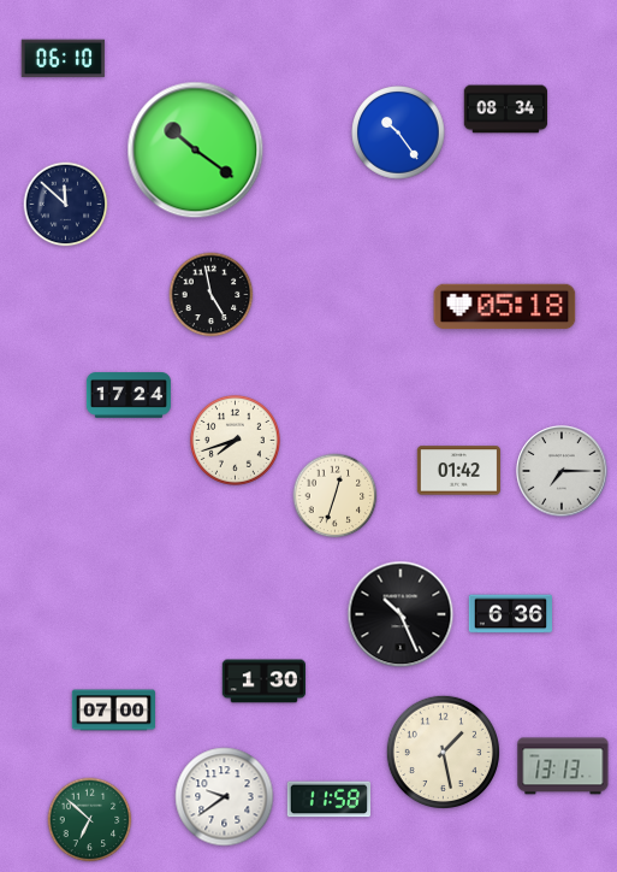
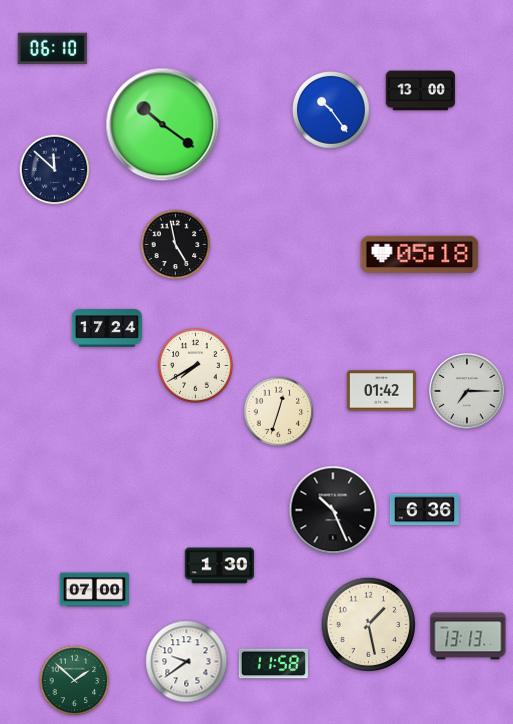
clock at (505, 110): 08:34 -> 13:00
clock at (235, 440): 7:42 -> 7:40
clock at (90, 820): 6:52 -> 1:52
